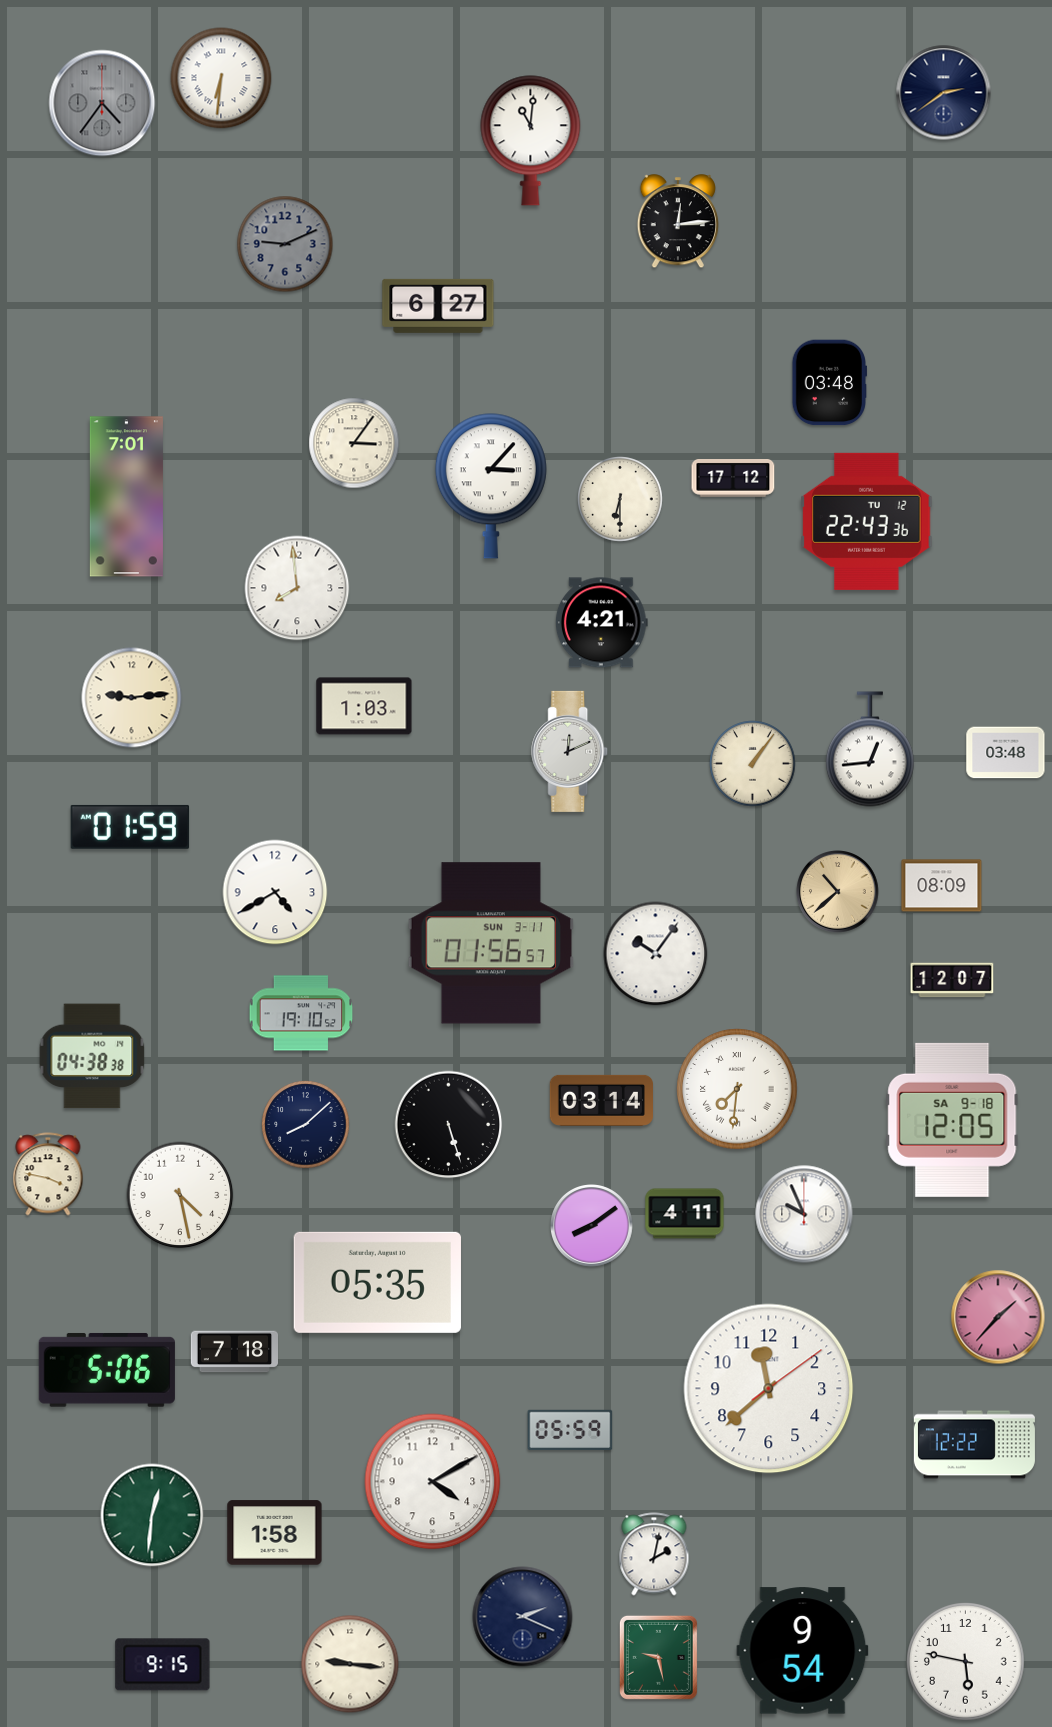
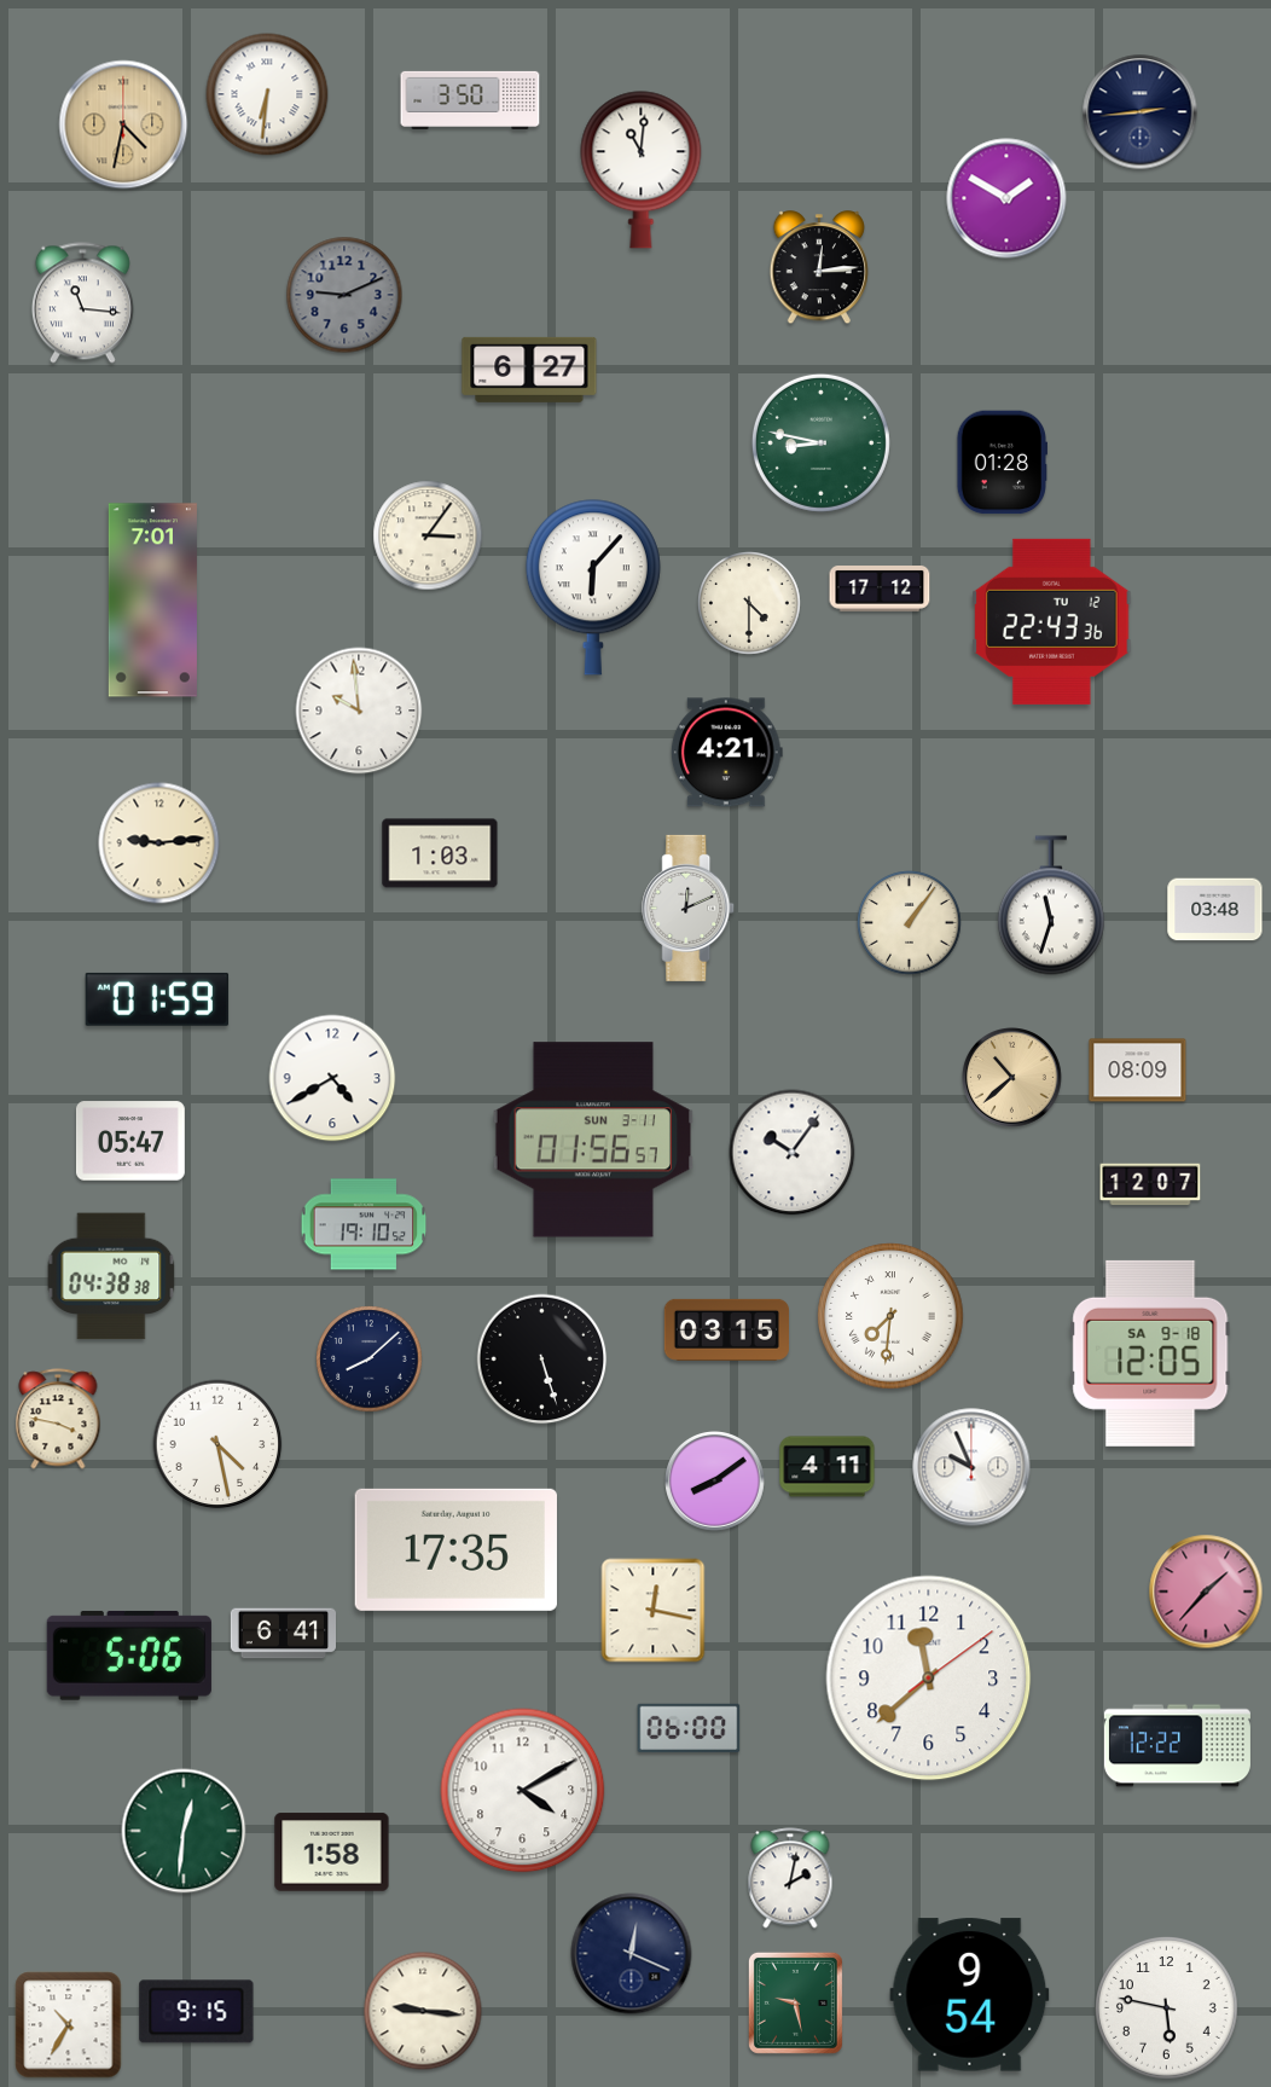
clock at (470, 100): none -> 3:50
clock at (944, 93): 2:39 -> 2:44
clock at (102, 103): 4:36 -> 4:32
clock at (102, 103) dial: grey -> champagne
clock at (1006, 198): none -> 1:50
clock at (82, 303): none -> 11:16
clock at (820, 442): none -> 8:47
clock at (829, 383): 03:48 -> 01:28
clock at (733, 478) position: (733, 478) -> (880, 589)
clock at (491, 486): 3:07 -> 6:07
clock at (620, 499): 6:30 -> 4:30
clock at (867, 521) position: (867, 521) -> (1052, 621)
clock at (297, 588): 7:59 -> 9:59
clock at (870, 749): 12:44 -> 11:33
clock at (130, 1141): none -> 05:47
clock at (601, 1100): 03:14 -> 03:15
clock at (377, 1282): 05:35 -> 17:35
clock at (654, 1611): none -> 12:17
clock at (235, 1352): 7:18 -> 6:41
clock at (570, 1429): 05:59 -> 06:00
clock at (523, 1617): 2:19 -> 12:19
clock at (69, 2025): none -> 10:35
